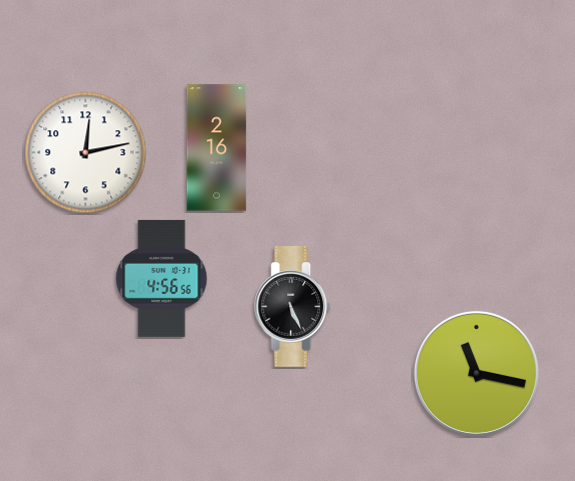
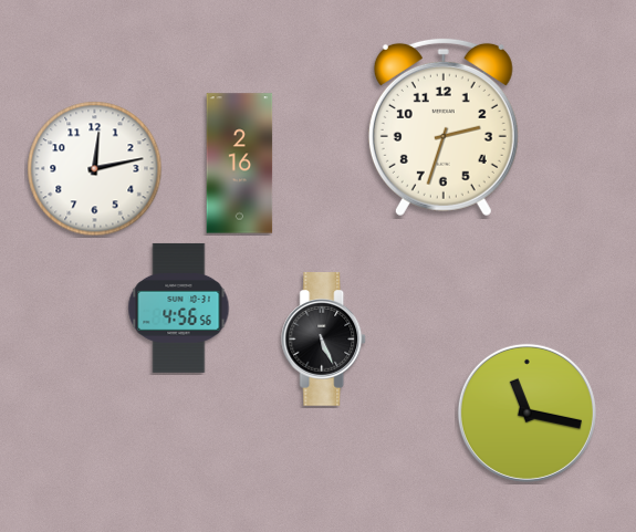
clock at (444, 127): none -> 2:33
